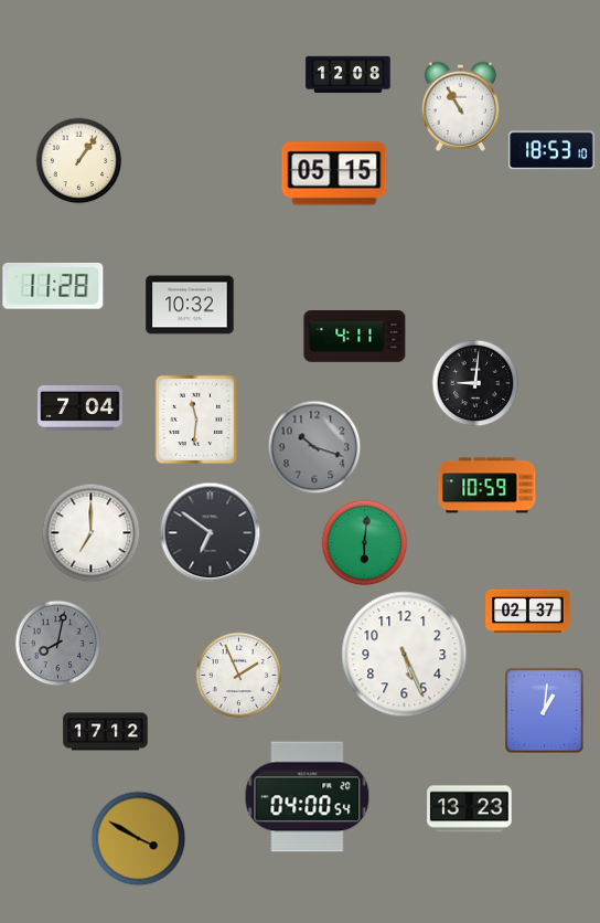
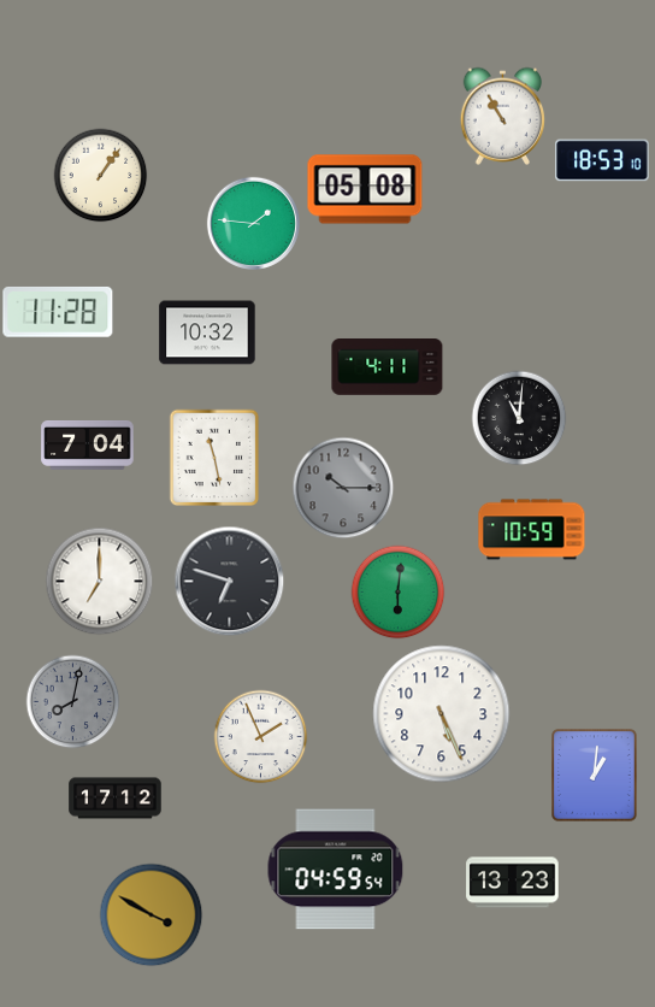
clock at (349, 75): 12:08 -> none
clock at (551, 150) position: (551, 150) -> (602, 160)
clock at (78, 160) position: (78, 160) -> (100, 175)
clock at (334, 173): 05:15 -> 05:08
clock at (253, 223): none -> 1:46
clock at (475, 383): 9:01 -> 11:01
clock at (196, 420): 11:31 -> 11:28
clock at (314, 447): 10:18 -> 10:15
clock at (210, 532): 6:51 -> 6:48
clock at (528, 612): 02:37 -> none
clock at (57, 643) position: (57, 643) -> (72, 701)
clock at (308, 797): 04:00 -> 04:59
